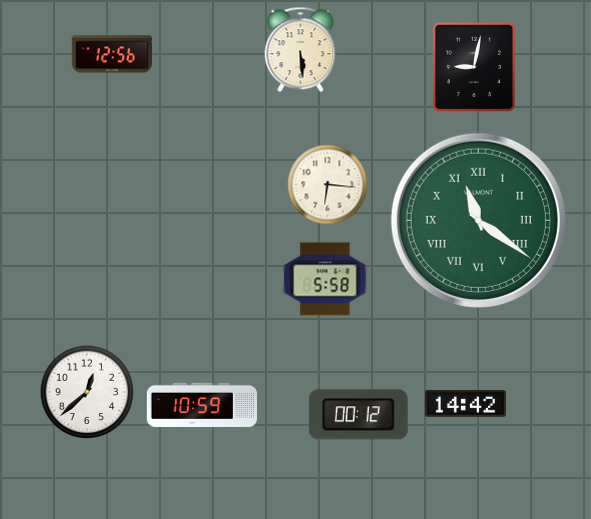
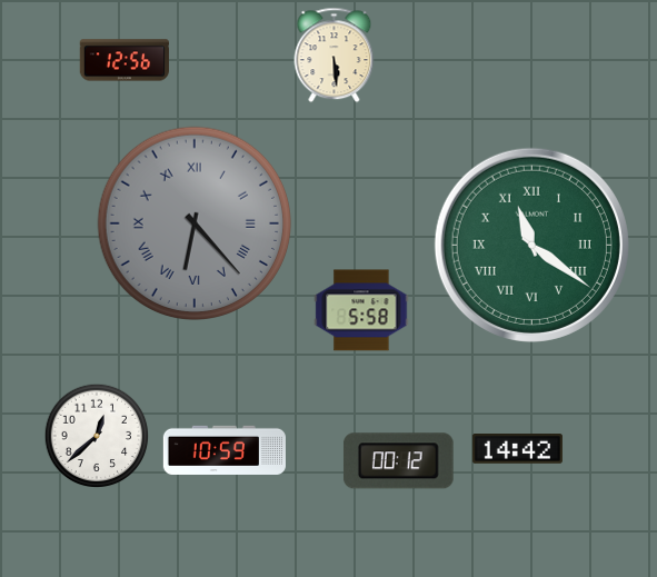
clock at (474, 67): 9:02 -> none
clock at (328, 185): 6:16 -> none
clock at (193, 222): none -> 6:23
